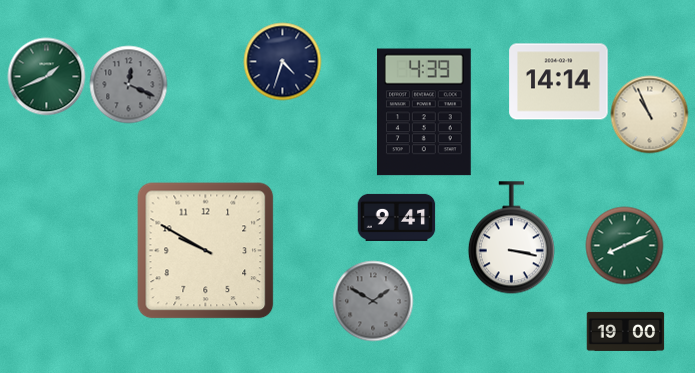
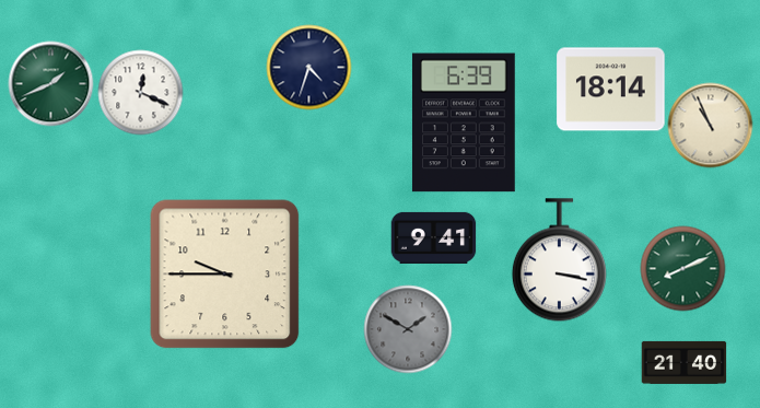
clock at (559, 82): 14:14 -> 18:14
clock at (128, 84) dial: grey -> white
clock at (424, 112): 4:39 -> 6:39
clock at (206, 251): 9:50 -> 9:45
clock at (625, 331): 19:00 -> 21:40
